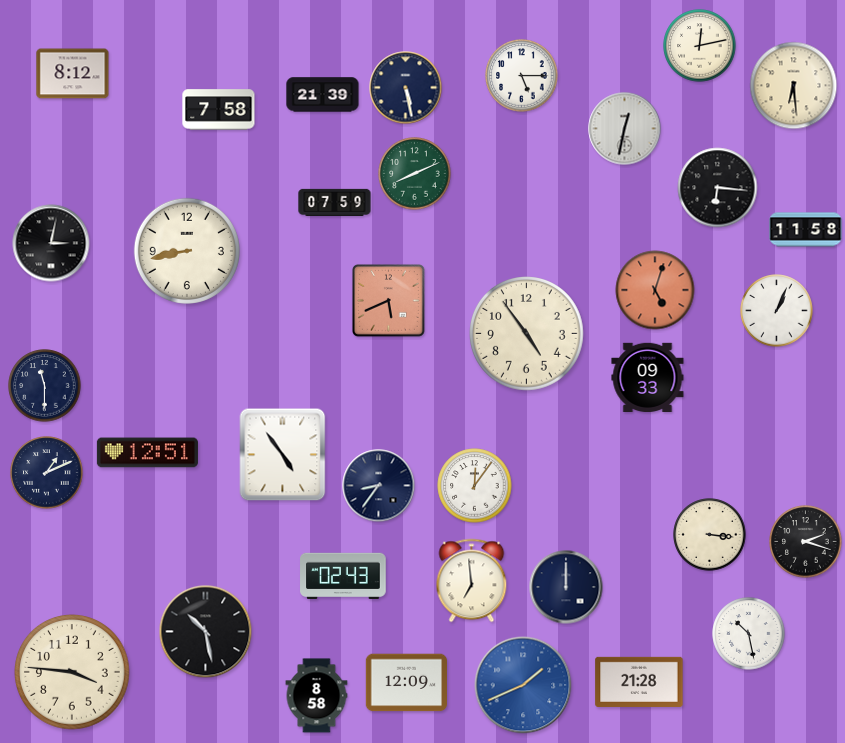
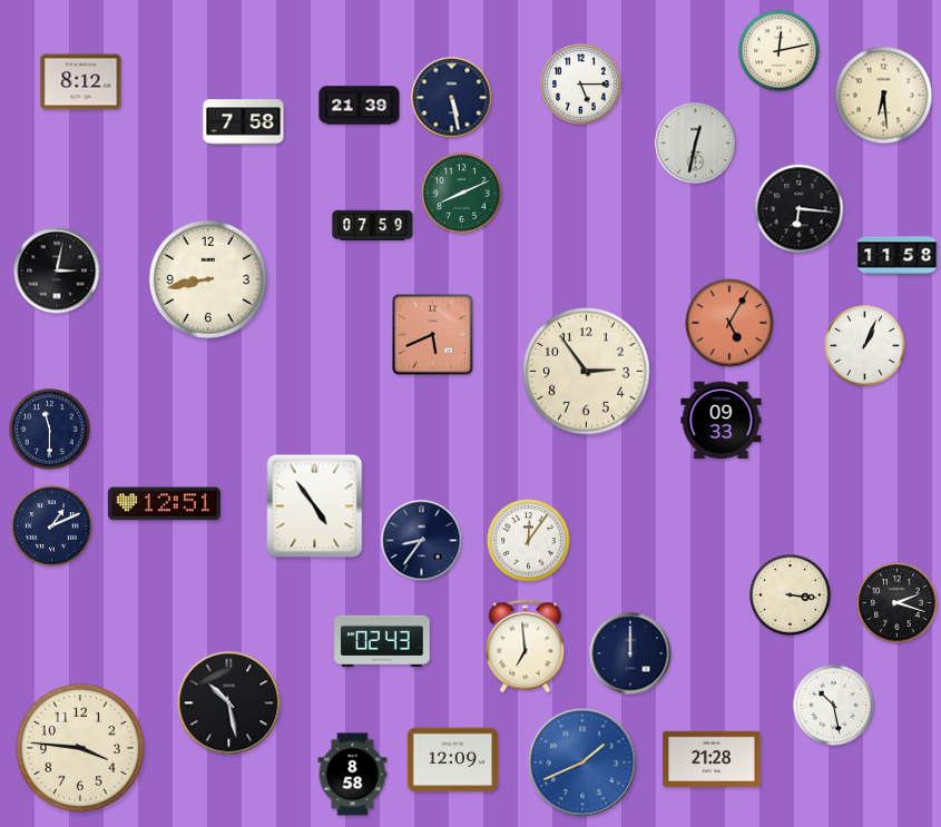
clock at (655, 290): 5:03 -> 5:05
clock at (527, 334): 4:54 -> 2:54
